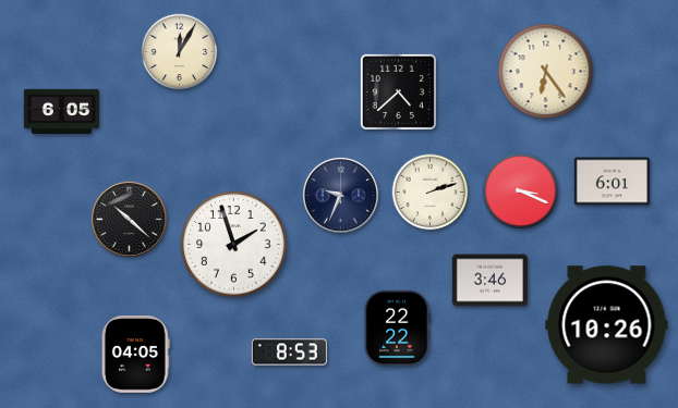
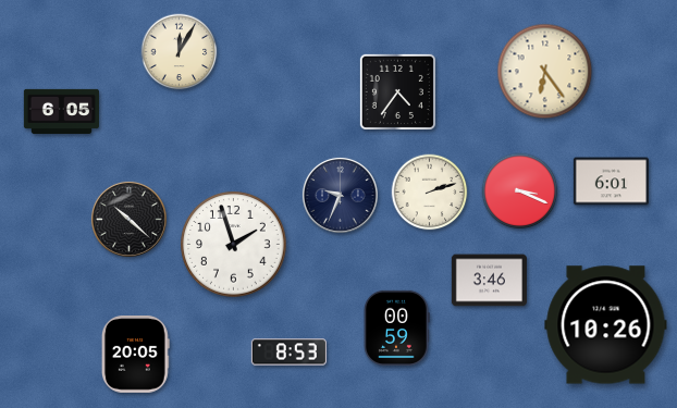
clock at (398, 91): 4:38 -> 4:36
clock at (397, 327): 22:22 -> 00:59
clock at (135, 355): 04:05 -> 20:05
